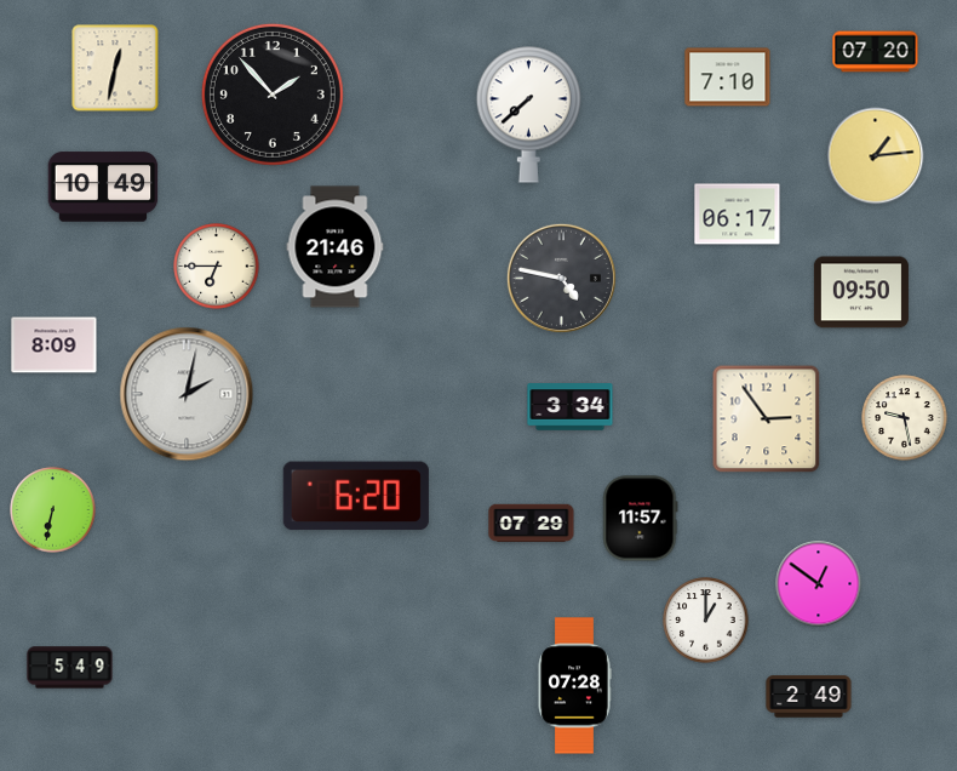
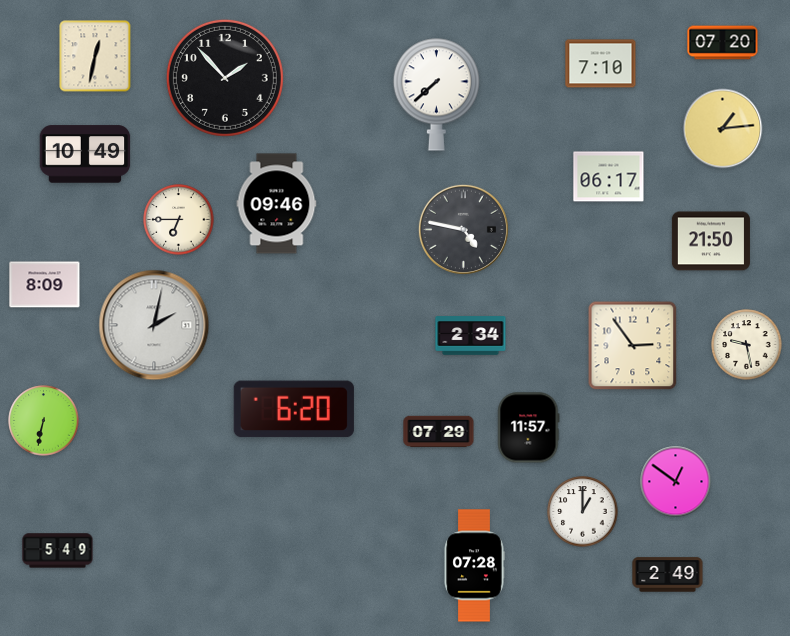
clock at (336, 247): 21:46 -> 09:46
clock at (861, 292): 09:50 -> 21:50
clock at (571, 407): 3:34 -> 2:34
